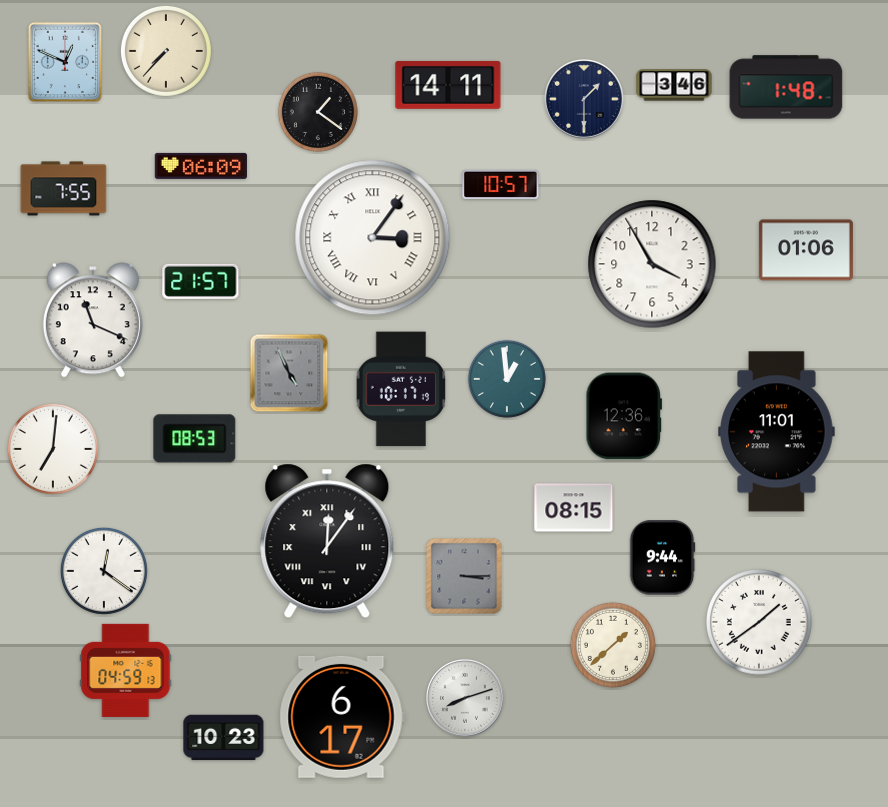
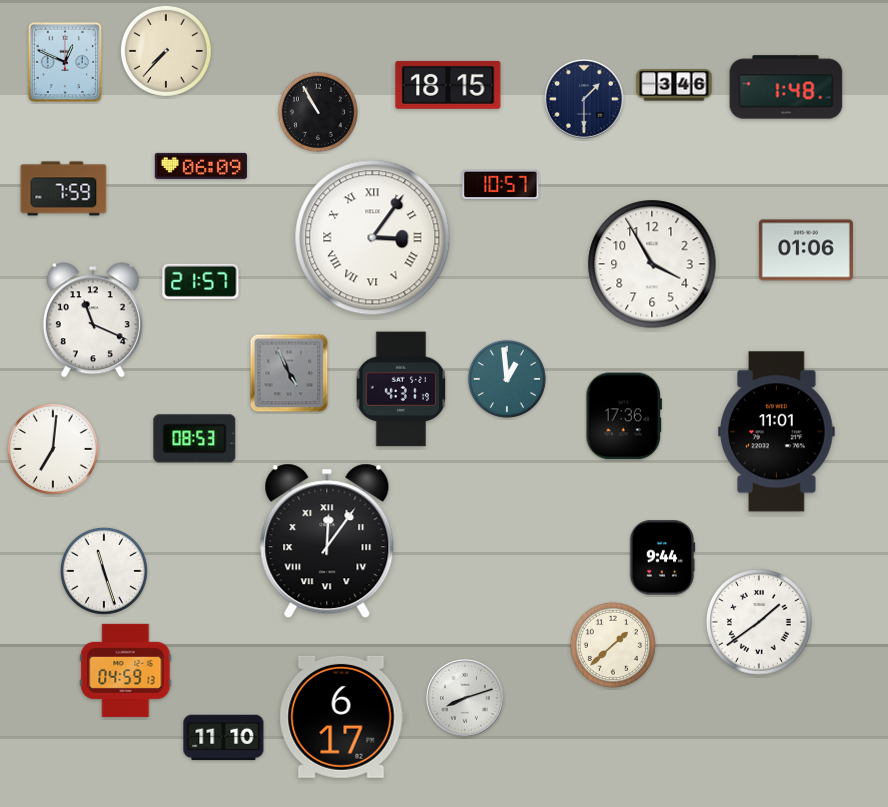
clock at (448, 85): 14:11 -> 18:15
clock at (318, 112): 1:21 -> 10:55
clock at (64, 189): 7:55 -> 7:59
clock at (401, 389): 10:17 -> 4:31
clock at (624, 416): 12:36 -> 17:36
clock at (574, 508): 08:15 -> none
clock at (104, 571): 12:21 -> 11:27
clock at (464, 576): 3:15 -> none
clock at (224, 738): 10:23 -> 11:10
